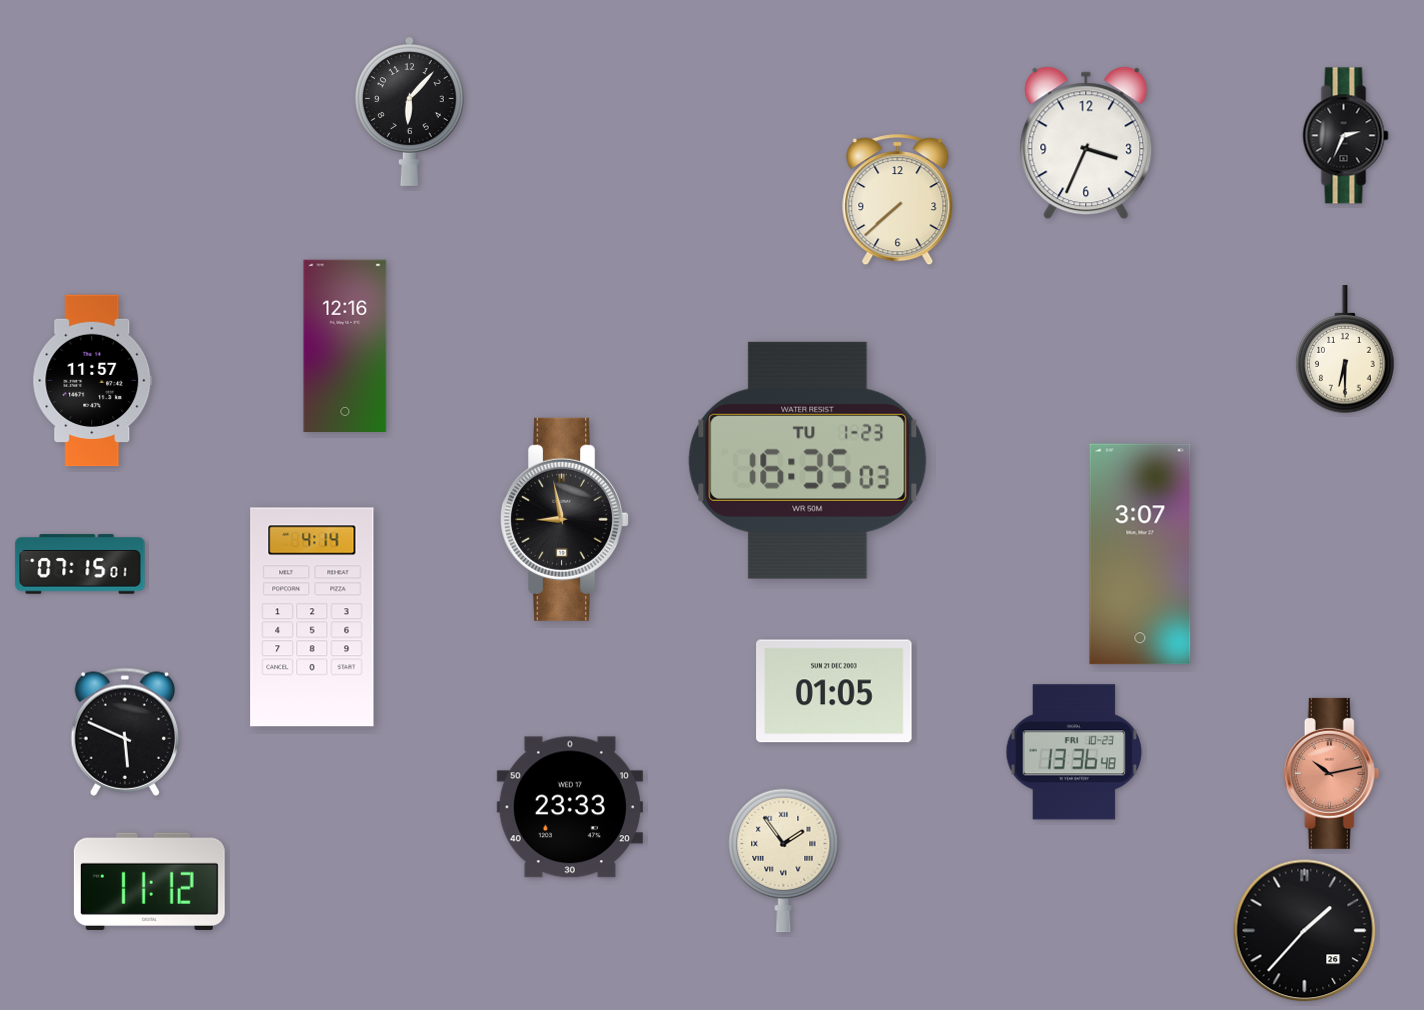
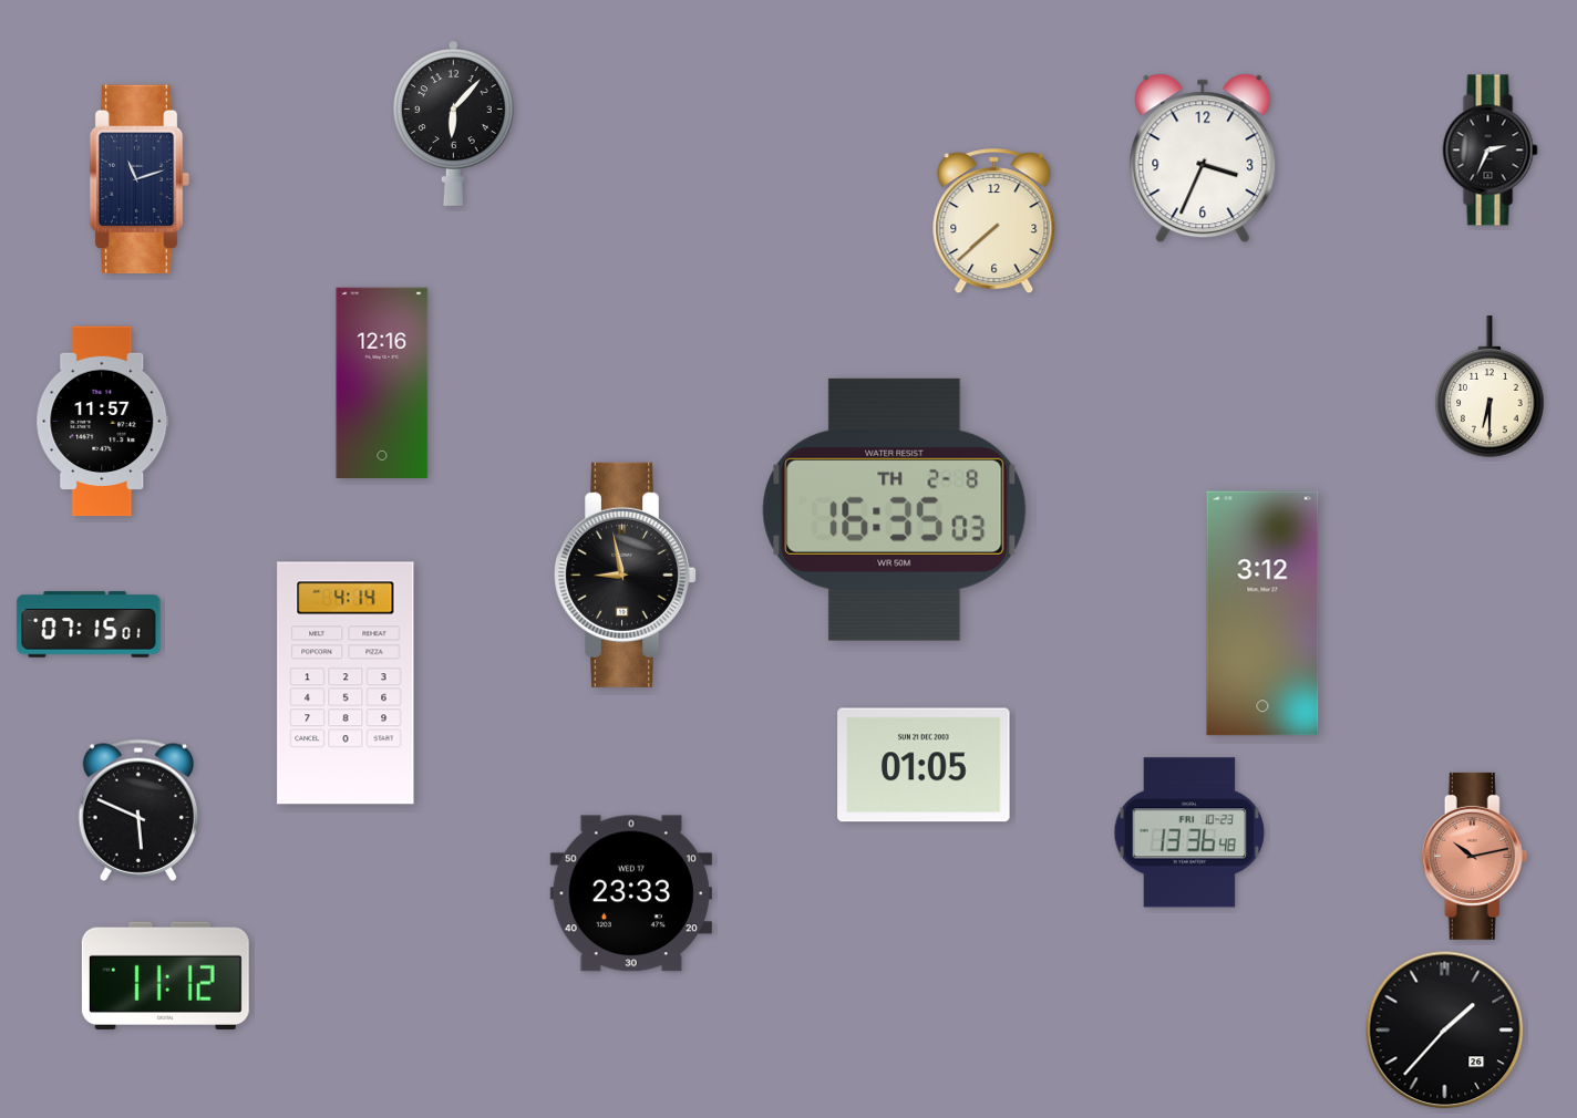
clock at (140, 179): none -> 11:12
clock at (808, 460) date: TU 1-23 -> TH 2-8
clock at (1140, 554): 3:07 -> 3:12
clock at (784, 860): 1:54 -> none
